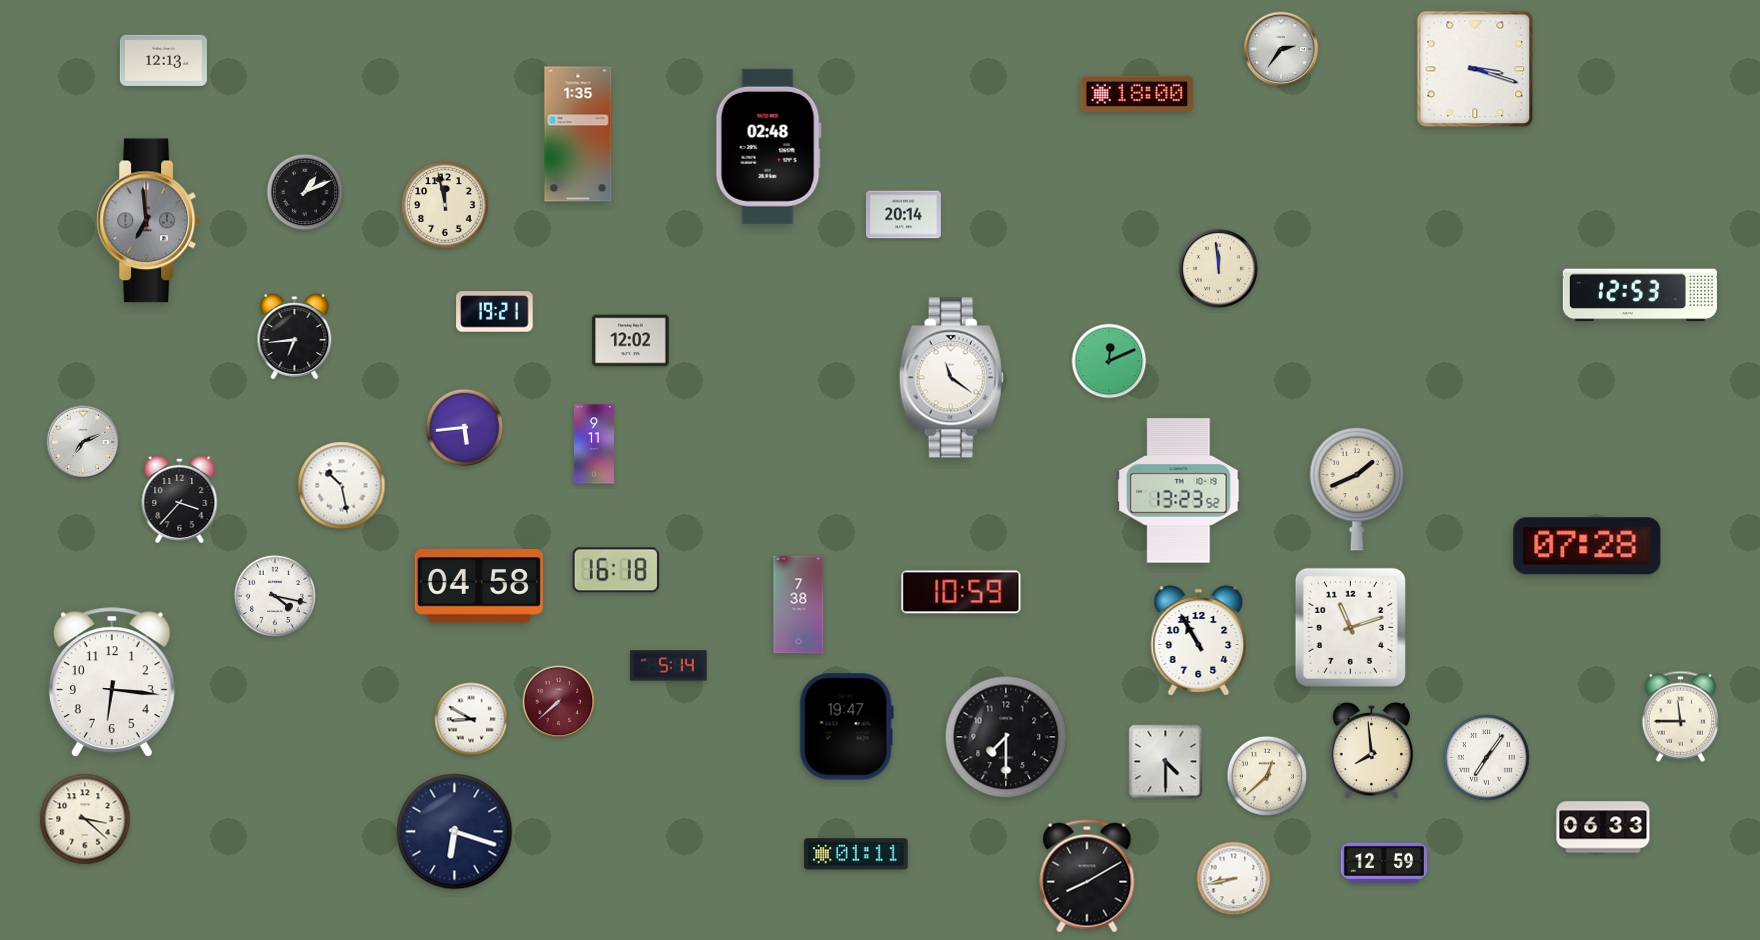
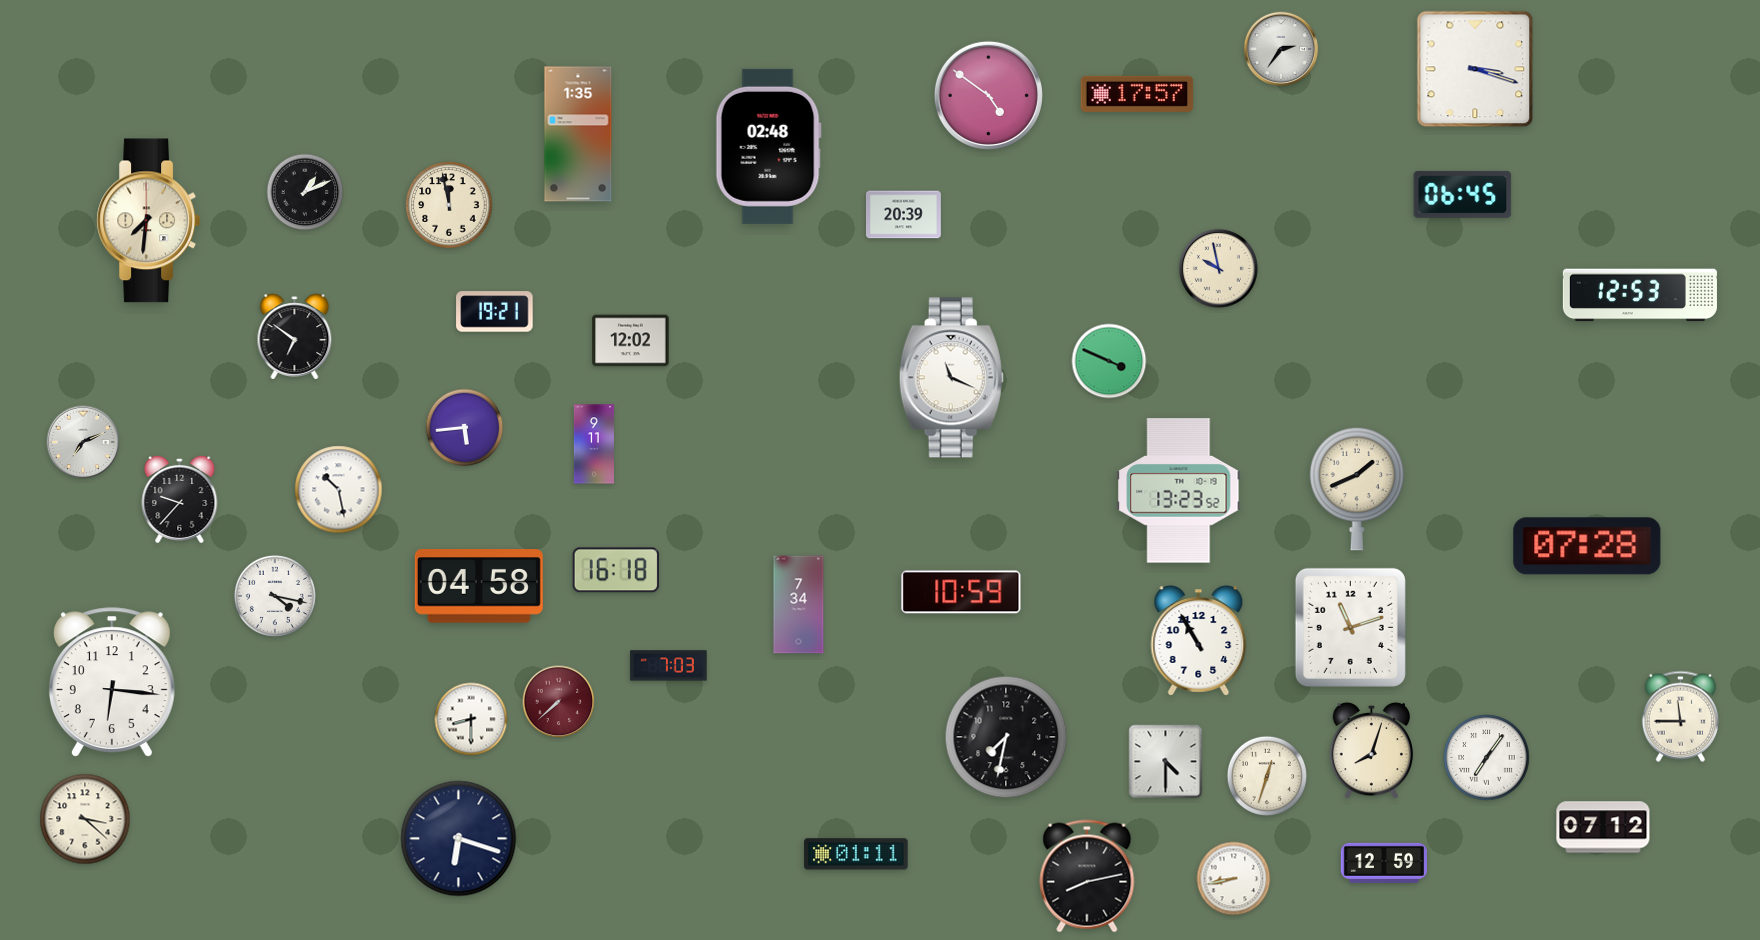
clock at (163, 60): 12:13 -> none
clock at (1137, 94): 18:00 -> 17:57
clock at (988, 95): none -> 4:51
clock at (1463, 194): none -> 06:45
clock at (445, 205) position: (445, 205) -> (449, 205)
clock at (903, 215): 20:14 -> 20:39
clock at (148, 221): 6:59 -> 7:31
clock at (148, 221) dial: grey -> cream
clock at (1218, 268): 11:59 -> 9:58
clock at (295, 337): 6:44 -> 6:51
clock at (1109, 361): 12:11 -> 3:49
clock at (951, 378): 11:21 -> 11:19
clock at (342, 486) position: (342, 486) -> (339, 490)
clock at (180, 499): 3:37 -> 9:37
clock at (799, 605): 7:38 -> 7:34
clock at (669, 666): 5:14 -> 7:03
clock at (471, 719): 8:50 -> 8:30
clock at (846, 727): 19:47 -> none
clock at (1006, 737): 7:30 -> 7:32
clock at (1372, 751): 7:59 -> 8:03
clock at (1266, 775): 12:38 -> 12:33
clock at (1603, 827): 06:33 -> 07:12
clock at (455, 832) position: (455, 832) -> (459, 839)
clock at (1087, 876): 8:10 -> 8:13
